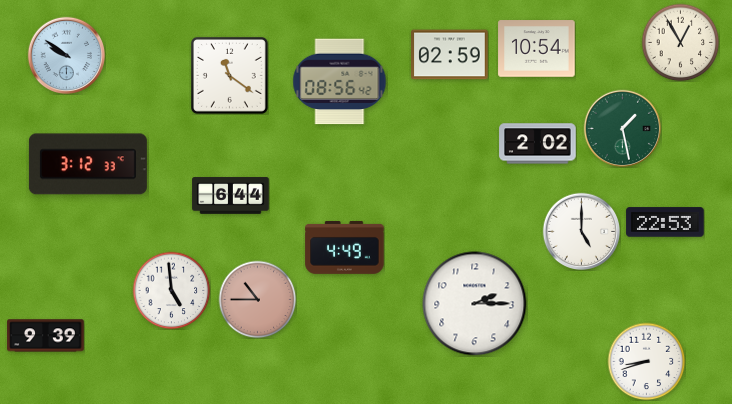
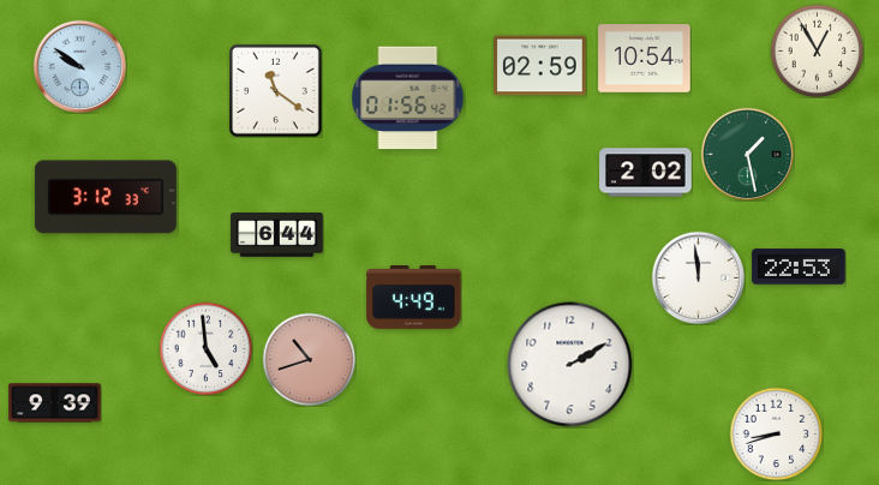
clock at (340, 82): 08:56 -> 01:56
clock at (581, 231): 5:00 -> 11:59
clock at (257, 299): 10:45 -> 10:42
clock at (475, 304): 2:15 -> 2:10
